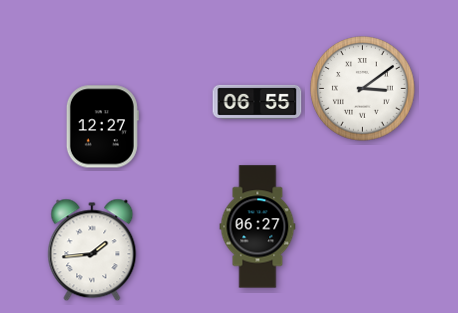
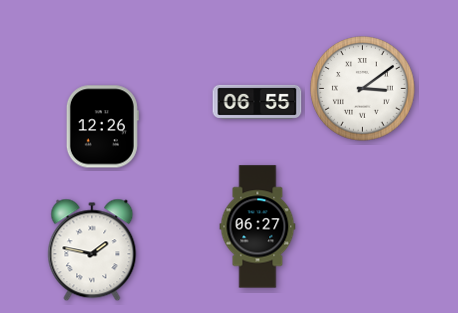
clock at (102, 127): 12:27 -> 12:26
clock at (92, 250): 1:44 -> 1:47
